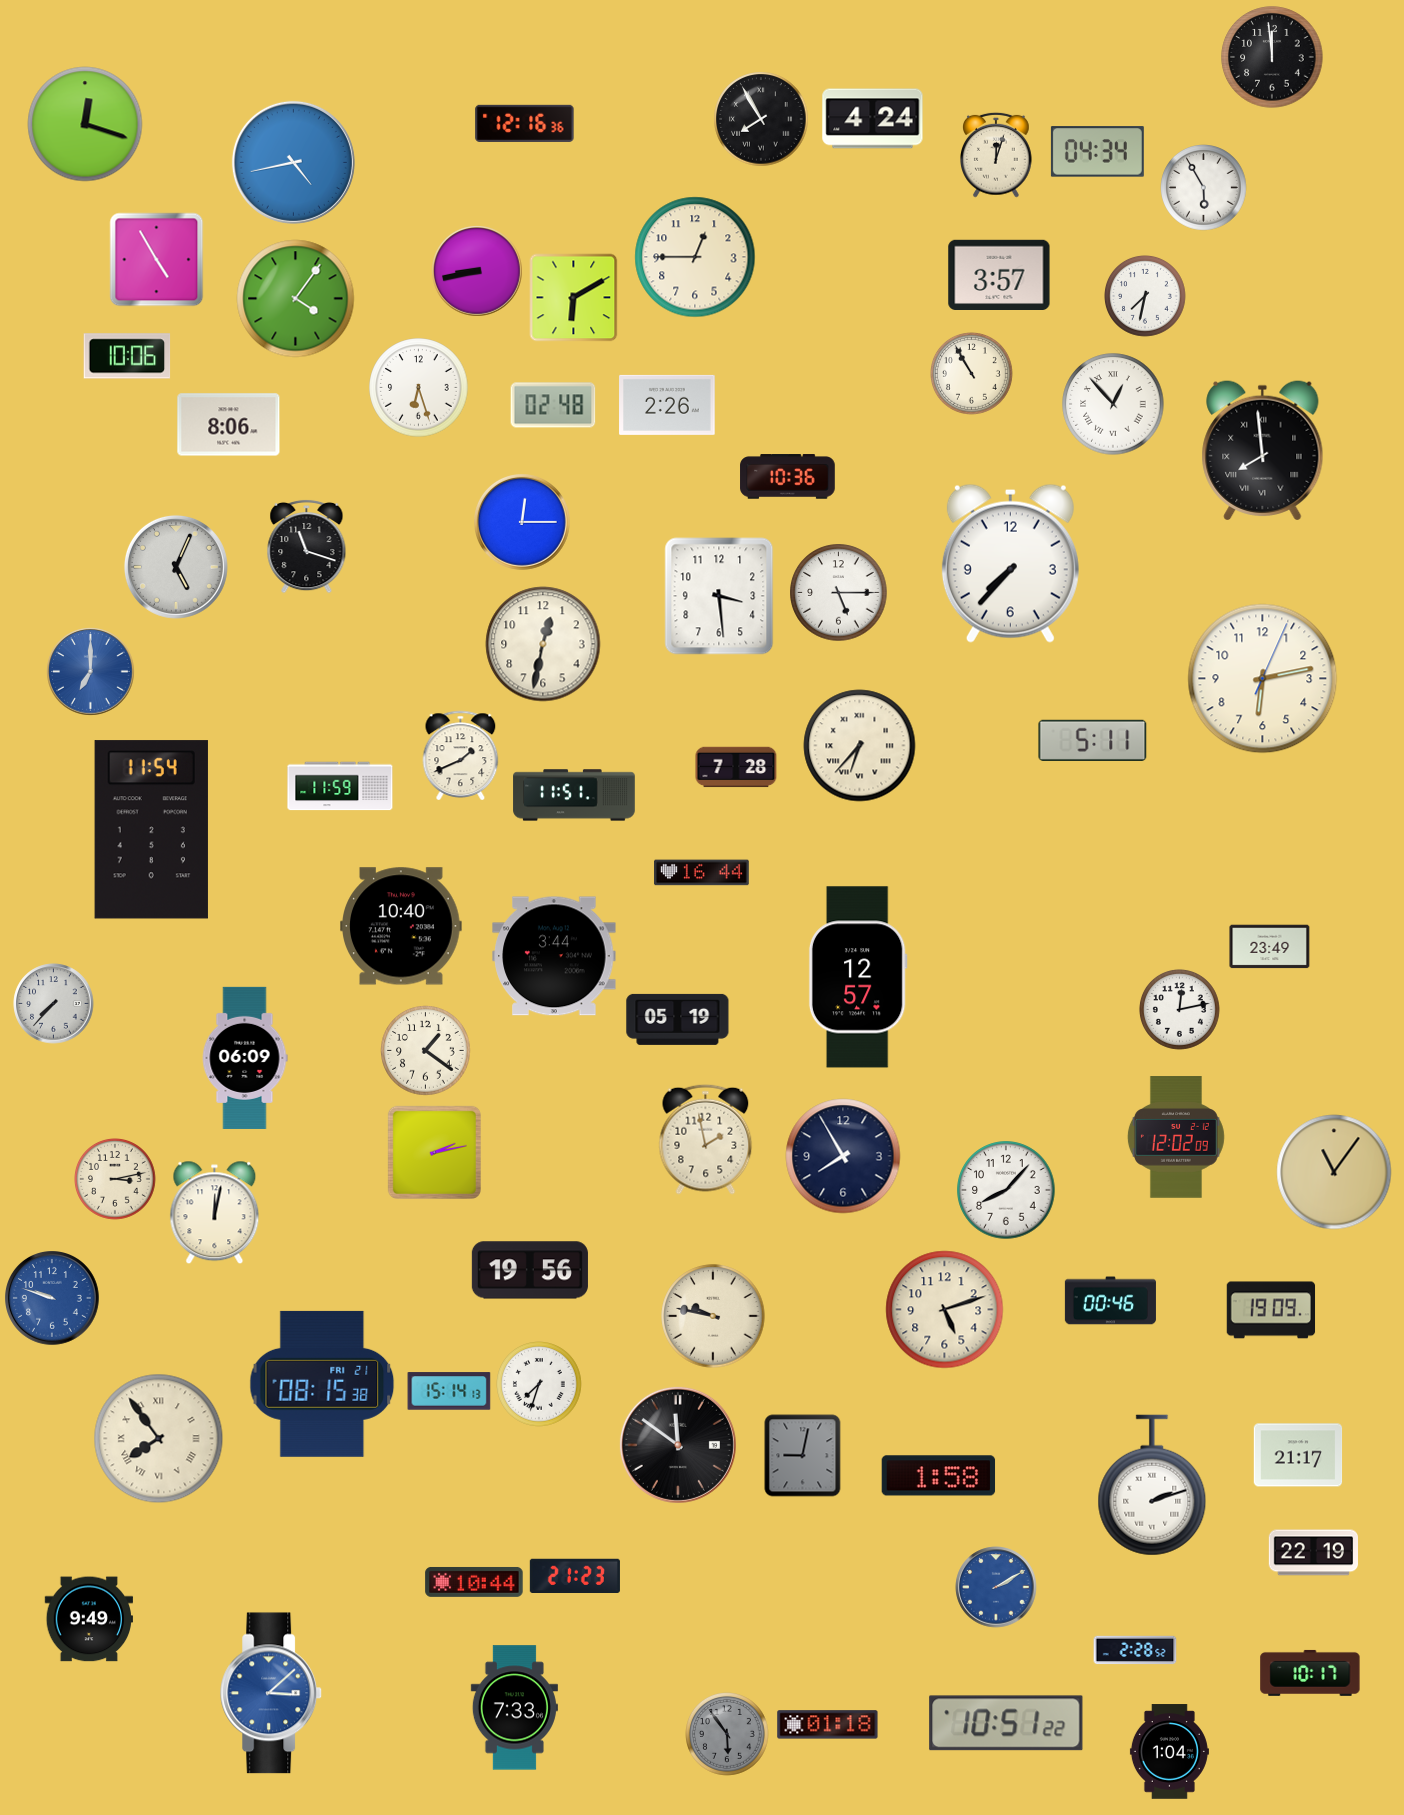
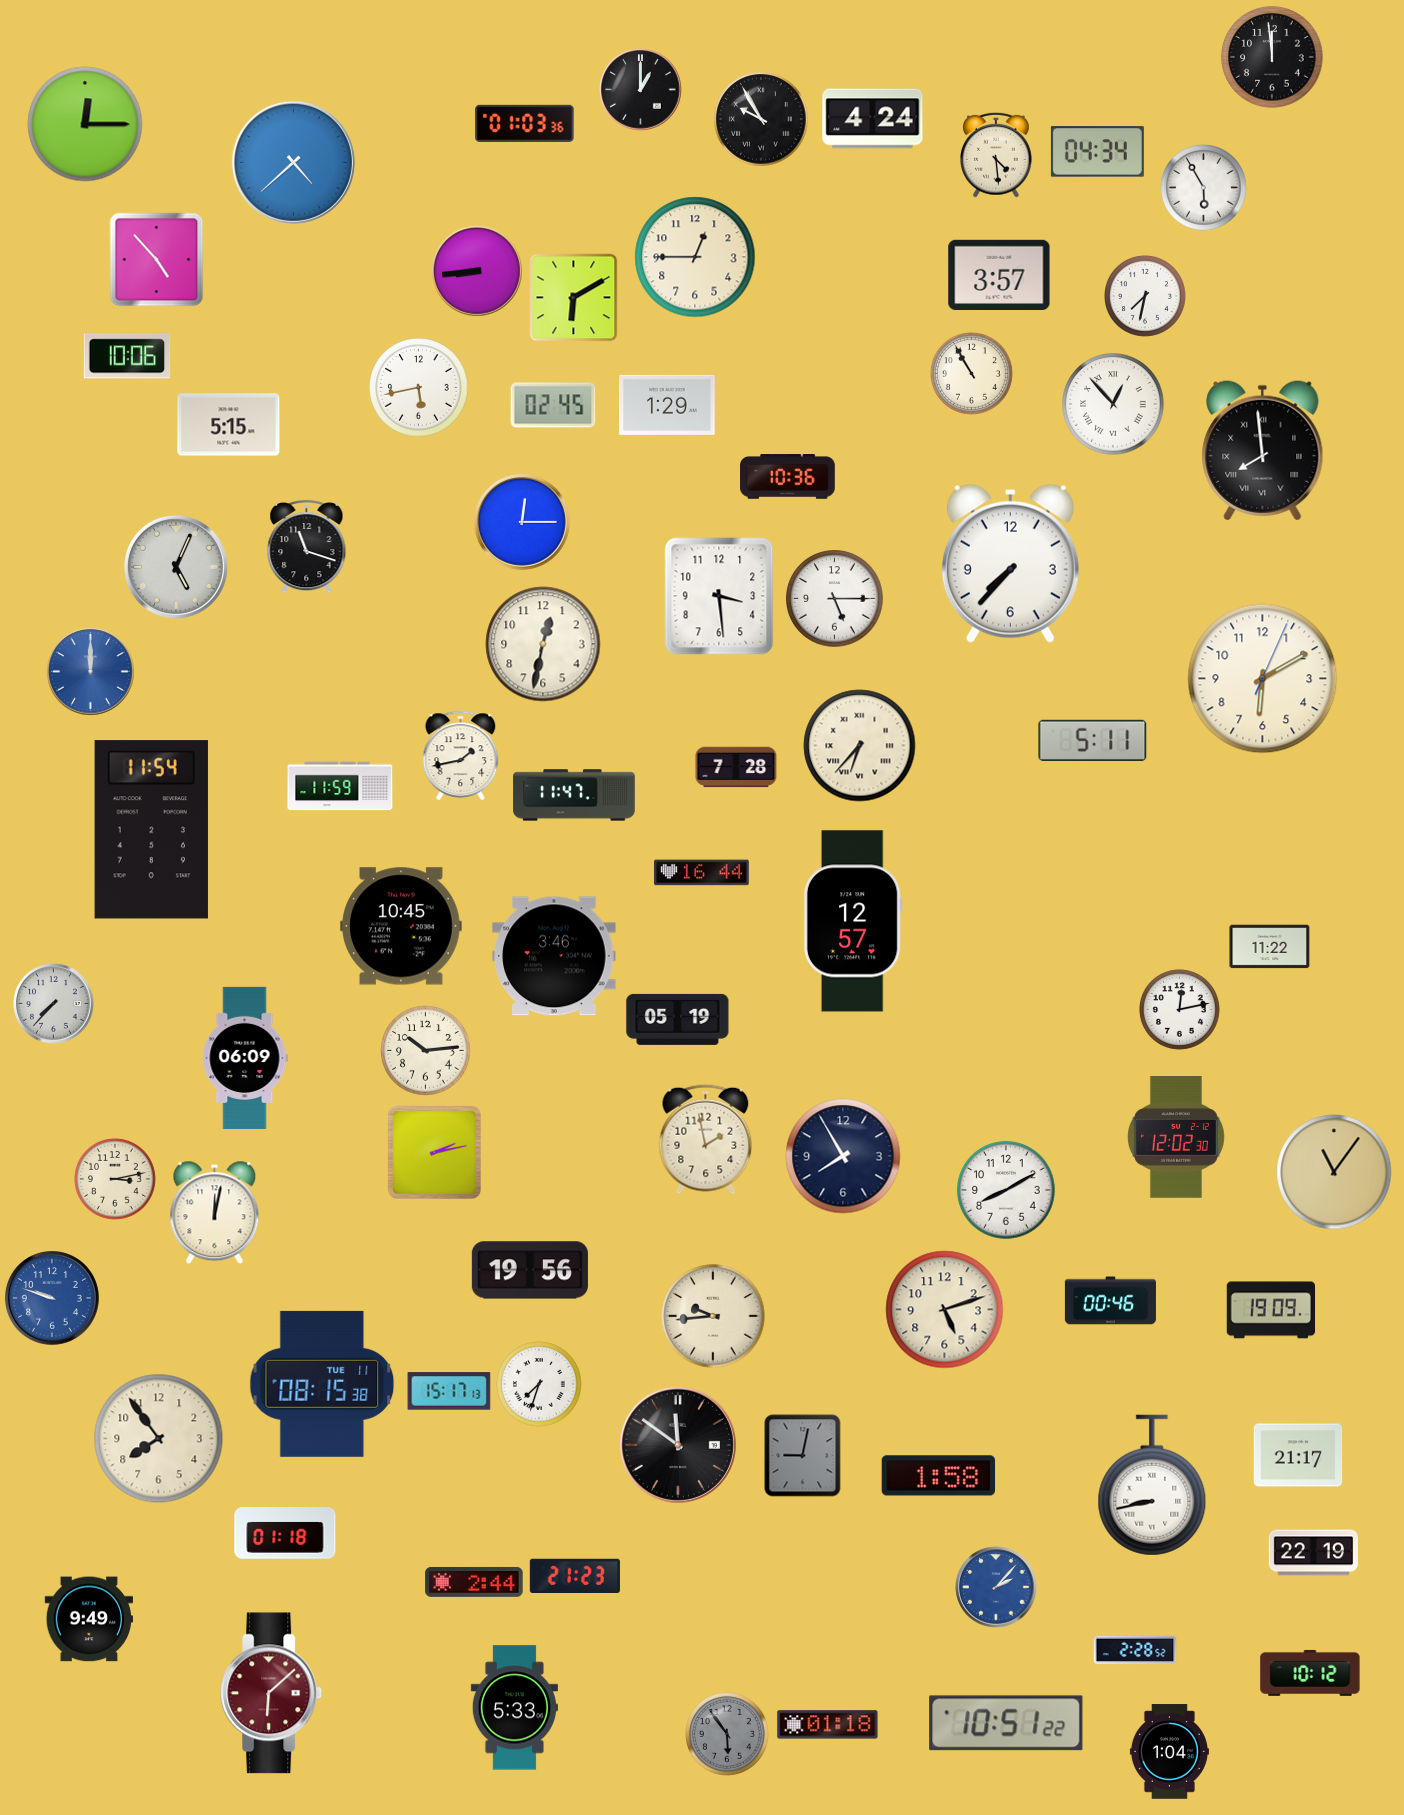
clock at (641, 90): none -> 1:00
clock at (761, 119): 7:55 -> 9:55
clock at (525, 123): 12:16 -> 01:03
clock at (85, 124): 12:18 -> 12:15
clock at (997, 155): 12:03 -> 4:29
clock at (293, 162): 4:43 -> 4:38
clock at (157, 260): 4:55 -> 4:53
clock at (477, 271): 8:43 -> 8:44
clock at (296, 299): 4:06 -> none
clock at (419, 388): 6:27 -> 5:43
clock at (553, 405): 02:48 -> 02:45
clock at (667, 405): 2:26 -> 1:29
clock at (229, 425): 8:06 -> 5:15
clock at (839, 593) position: (839, 593) -> (835, 599)
clock at (91, 672): 7:00 -> 12:00
clock at (1263, 679): 6:13 -> 6:10
clock at (461, 755): 1:41 -> 1:43
clock at (574, 795): 11:51 -> 11:47
clock at (402, 926): 10:40 -> 10:45
clock at (1270, 947): 23:49 -> 11:22
clock at (554, 956): 3:44 -> 3:46
clock at (858, 977) position: (858, 977) -> (853, 921)
clock at (426, 1051): 1:21 -> 10:14
clock at (1176, 1137): 12:02:09 -> 12:02:30
clock at (1006, 1190): 8:07 -> 8:10
clock at (713, 1316): 9:47 -> 9:44
clock at (322, 1384) date: FRI 21 -> TUE 11
clock at (449, 1391): 15:14 -> 15:17
clock at (159, 1439) numerals: Roman -> Arabic
clock at (1152, 1485): 2:12 -> 8:43
clock at (285, 1533): none -> 01:18
clock at (474, 1582): 10:44 -> 2:44
clock at (996, 1587): 2:10 -> 2:07
clock at (1310, 1673): 10:17 -> 10:12
clock at (272, 1693): 3:08 -> 6:08
clock at (272, 1693) dial: blue -> burgundy
clock at (514, 1708): 7:33 -> 5:33
